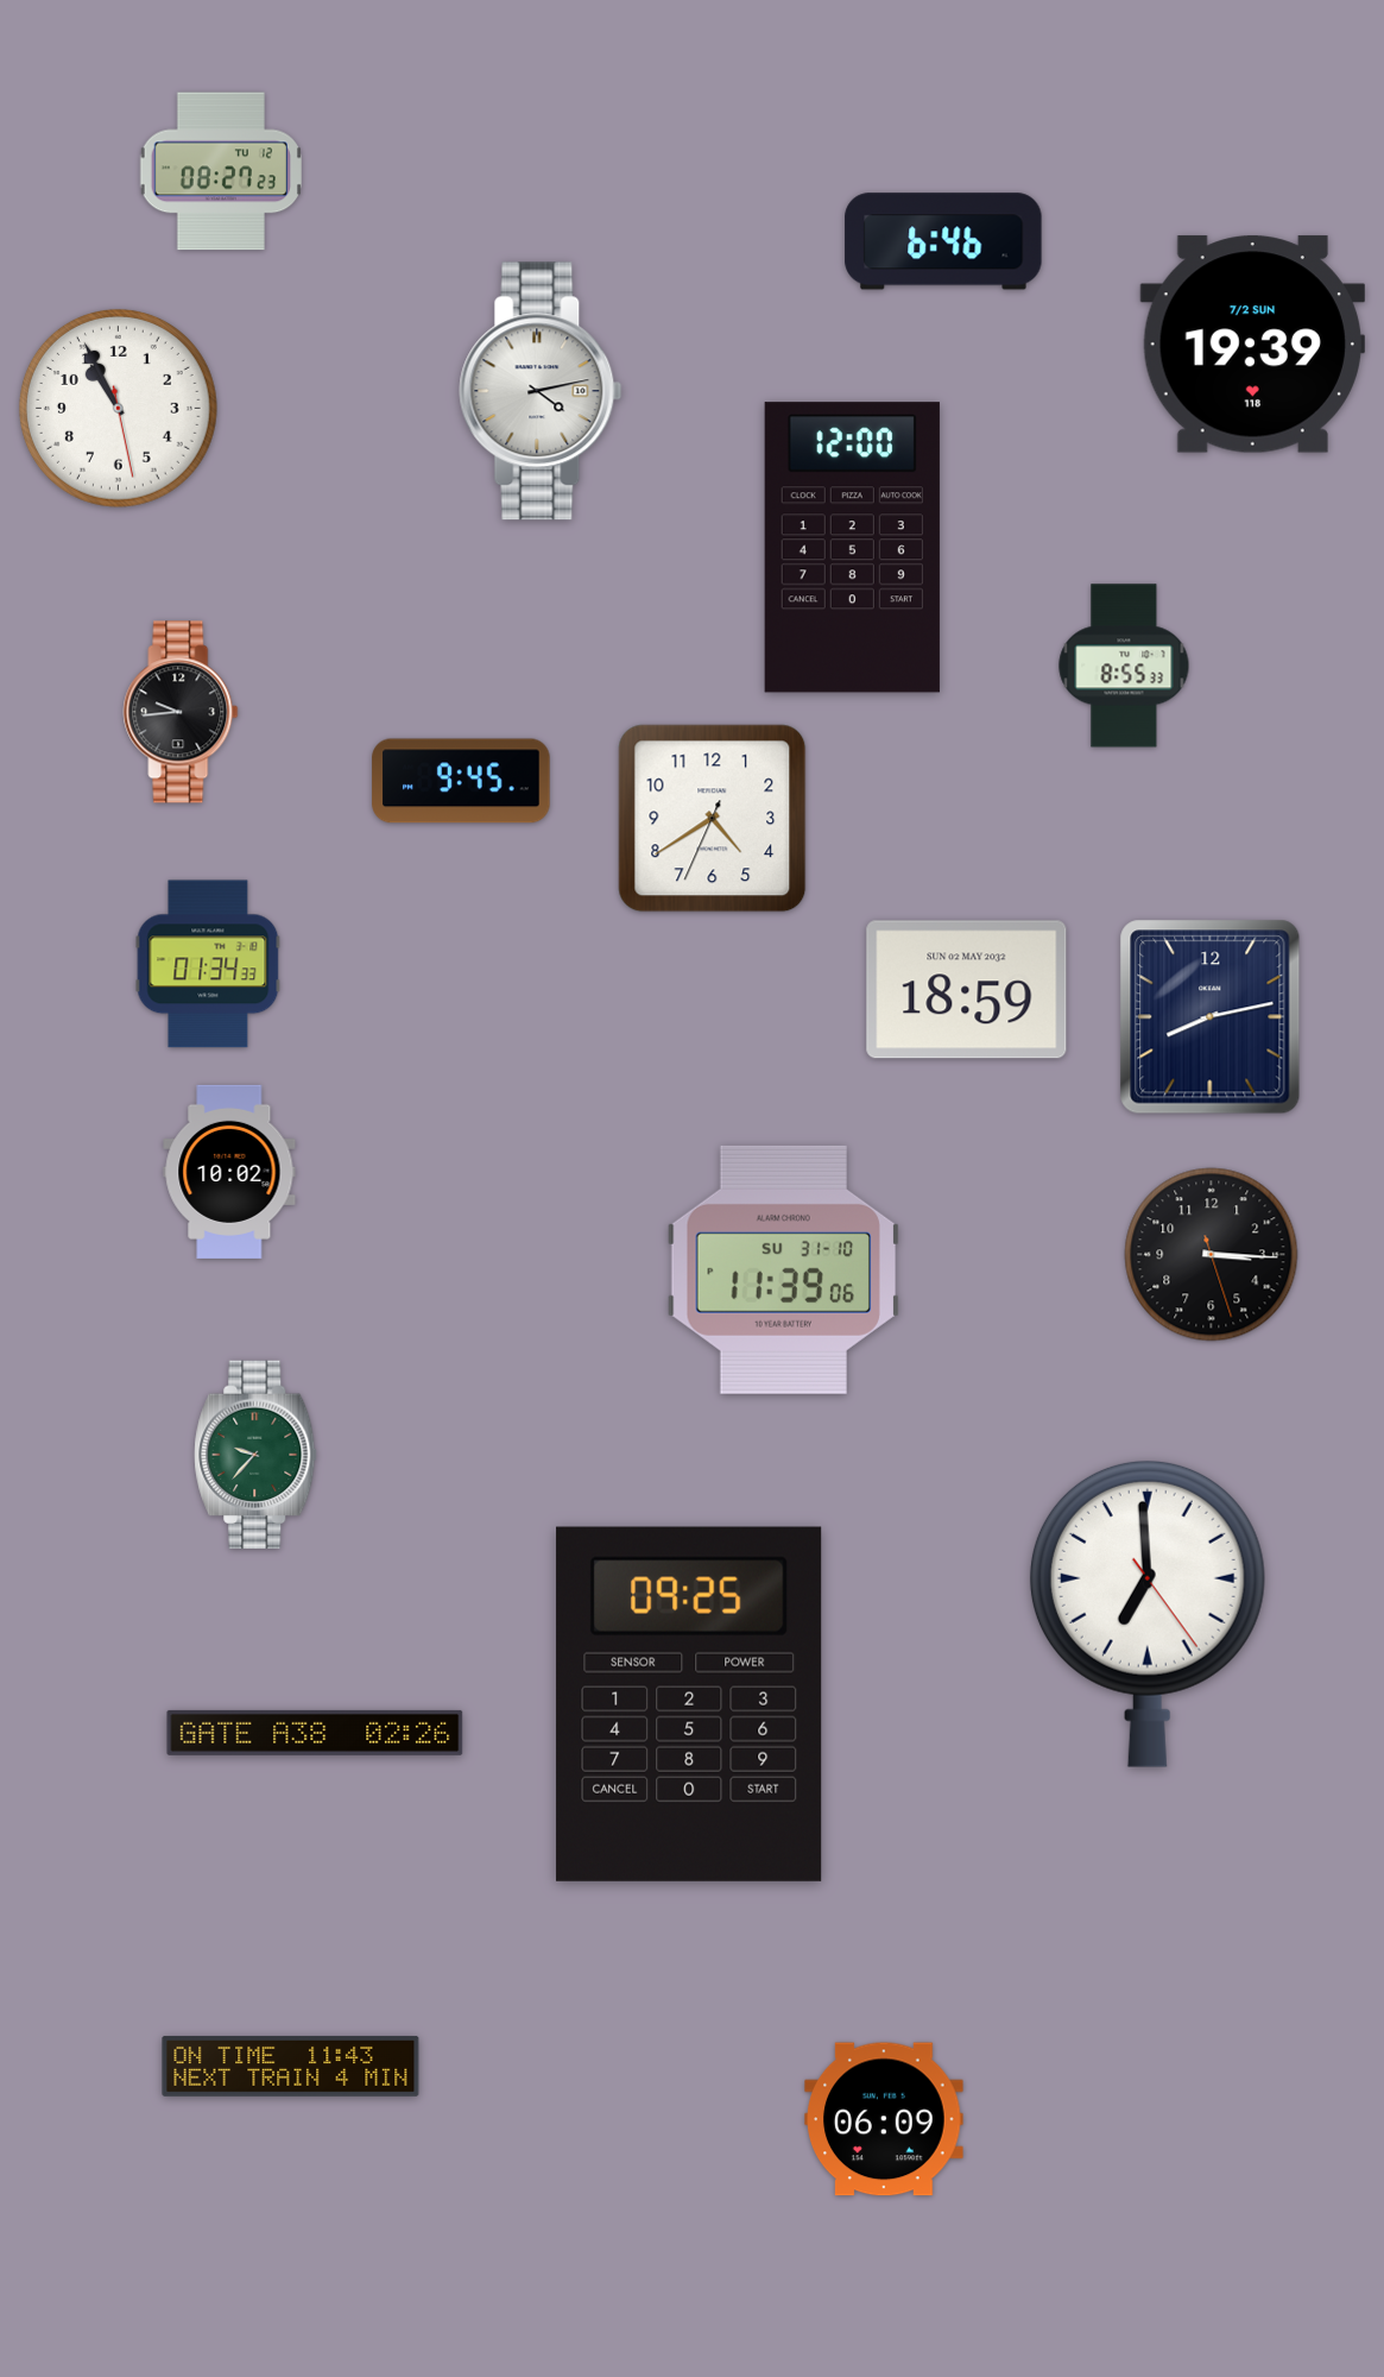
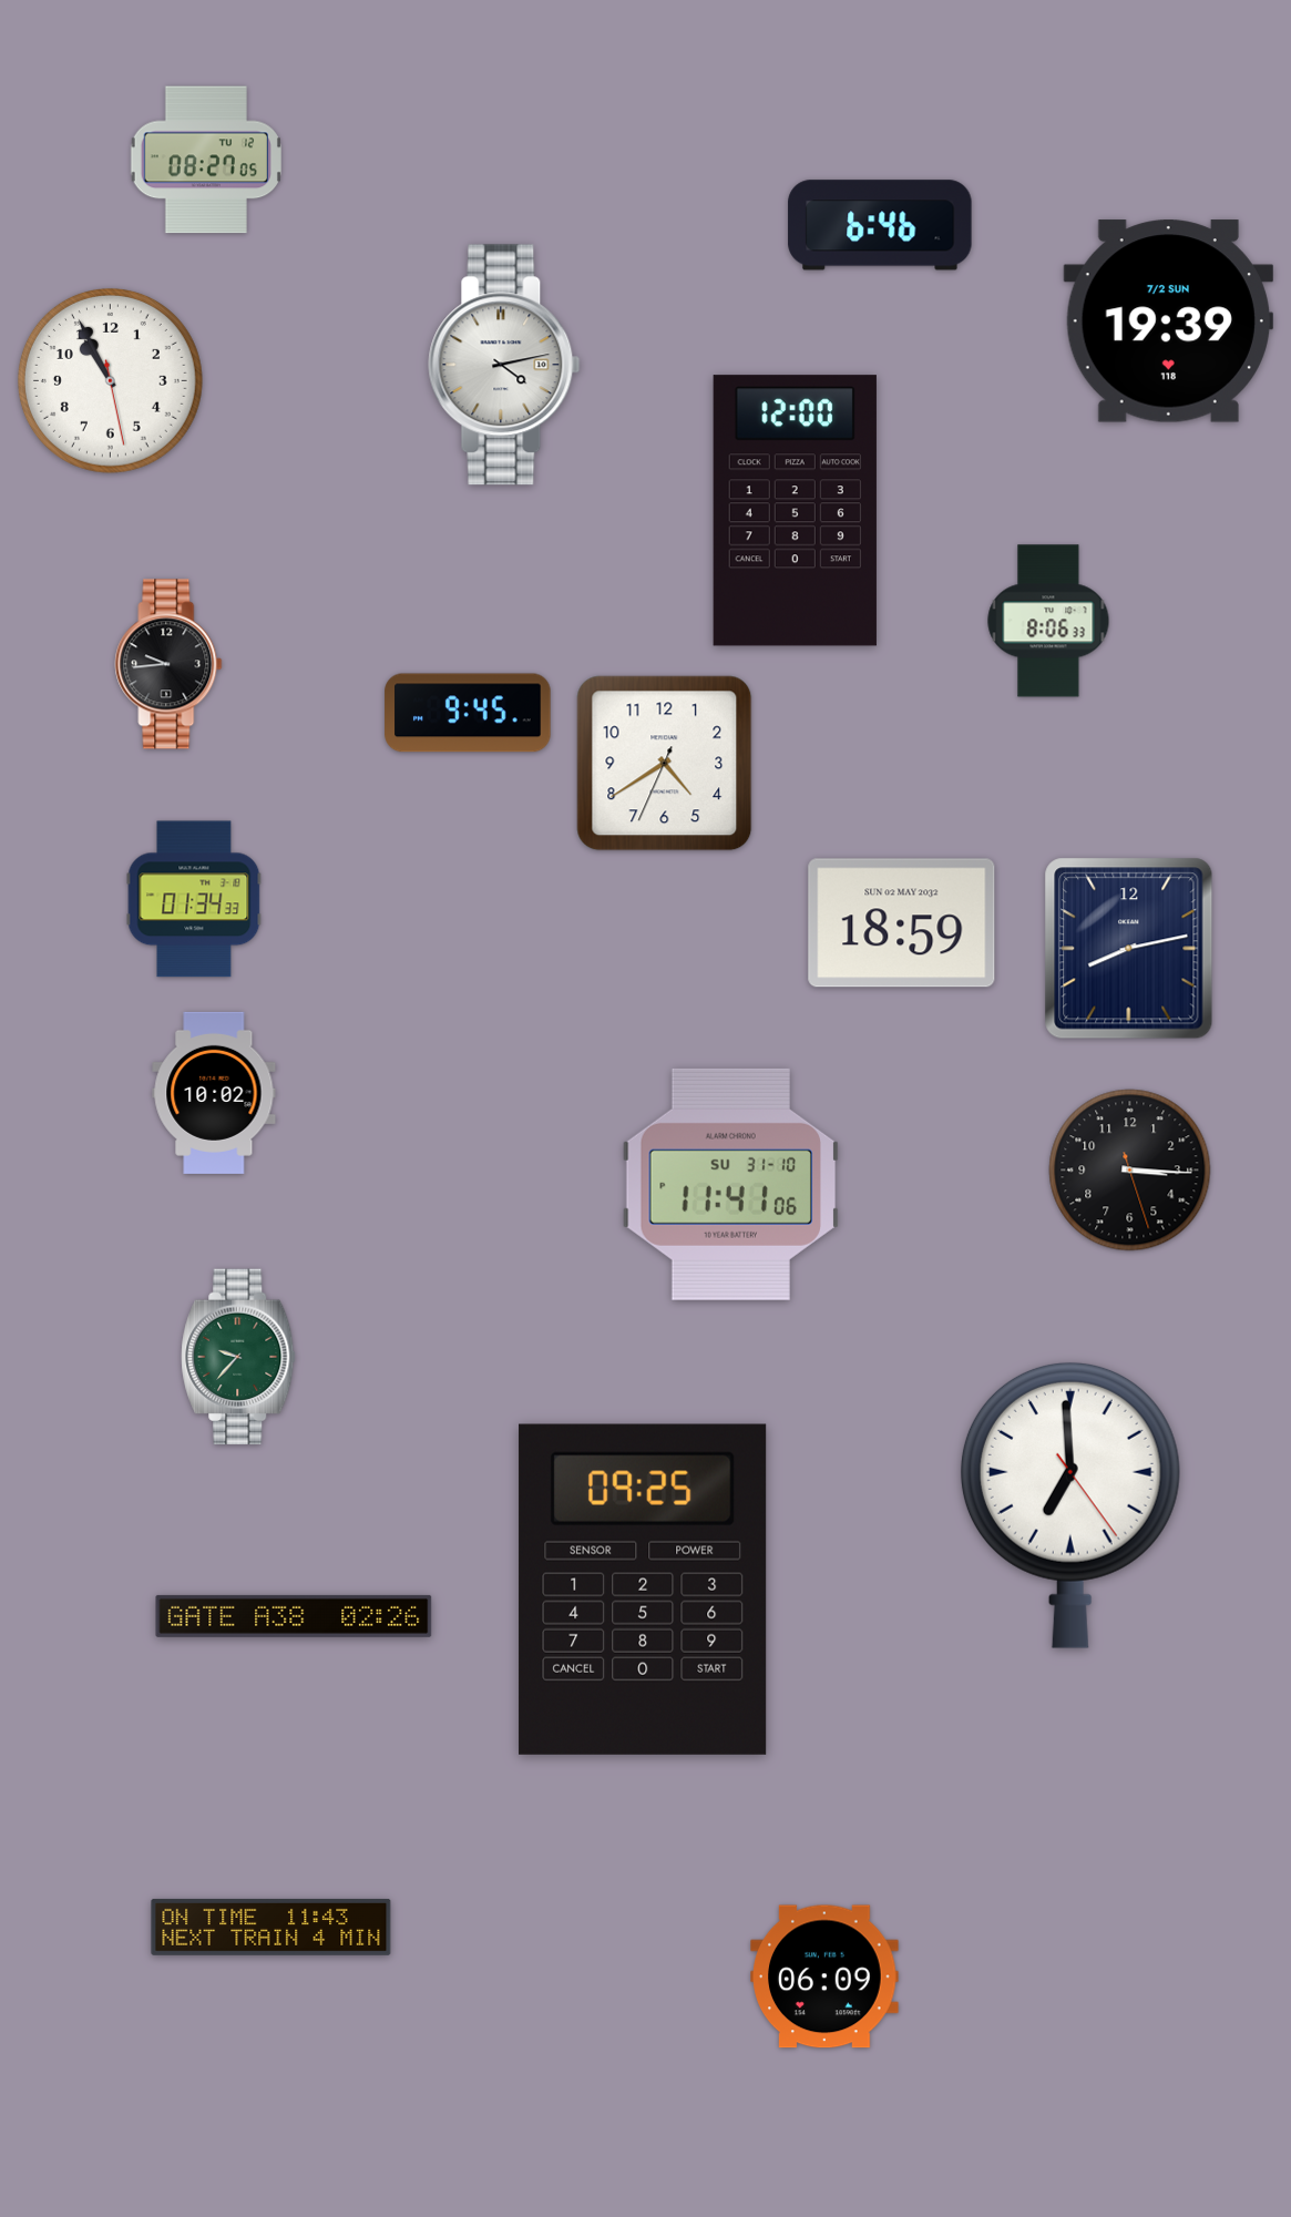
clock at (221, 171): 08:27:23 -> 08:27:05
clock at (1124, 666): 8:55 -> 8:06
clock at (461, 781) position: (461, 781) -> (468, 713)
clock at (783, 1269): 11:39 -> 11:41
